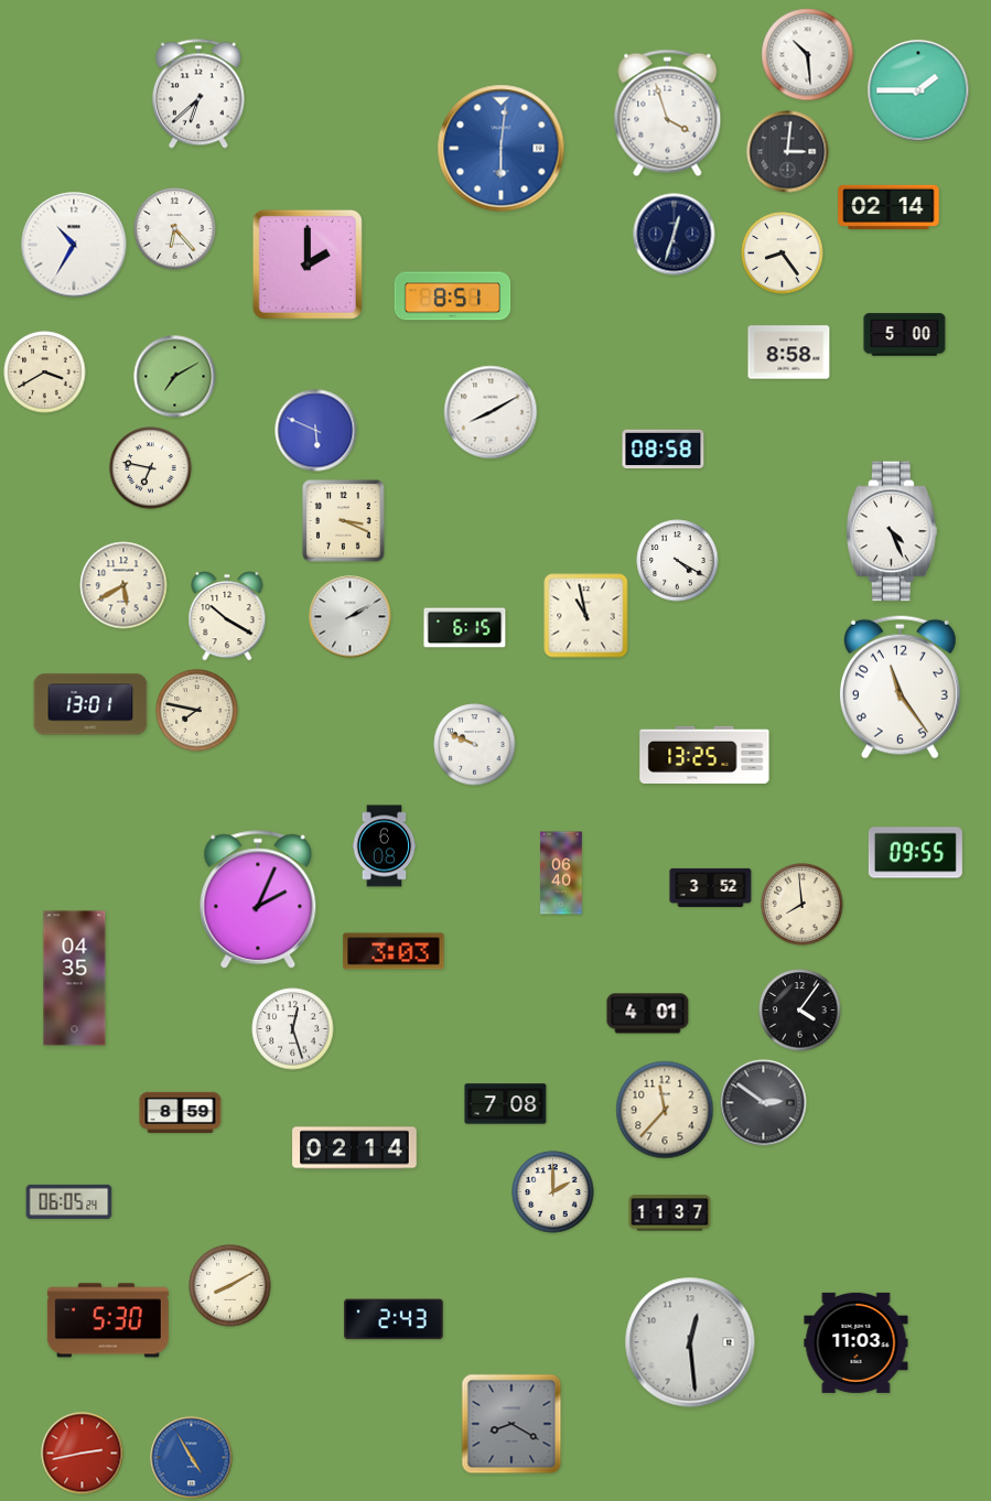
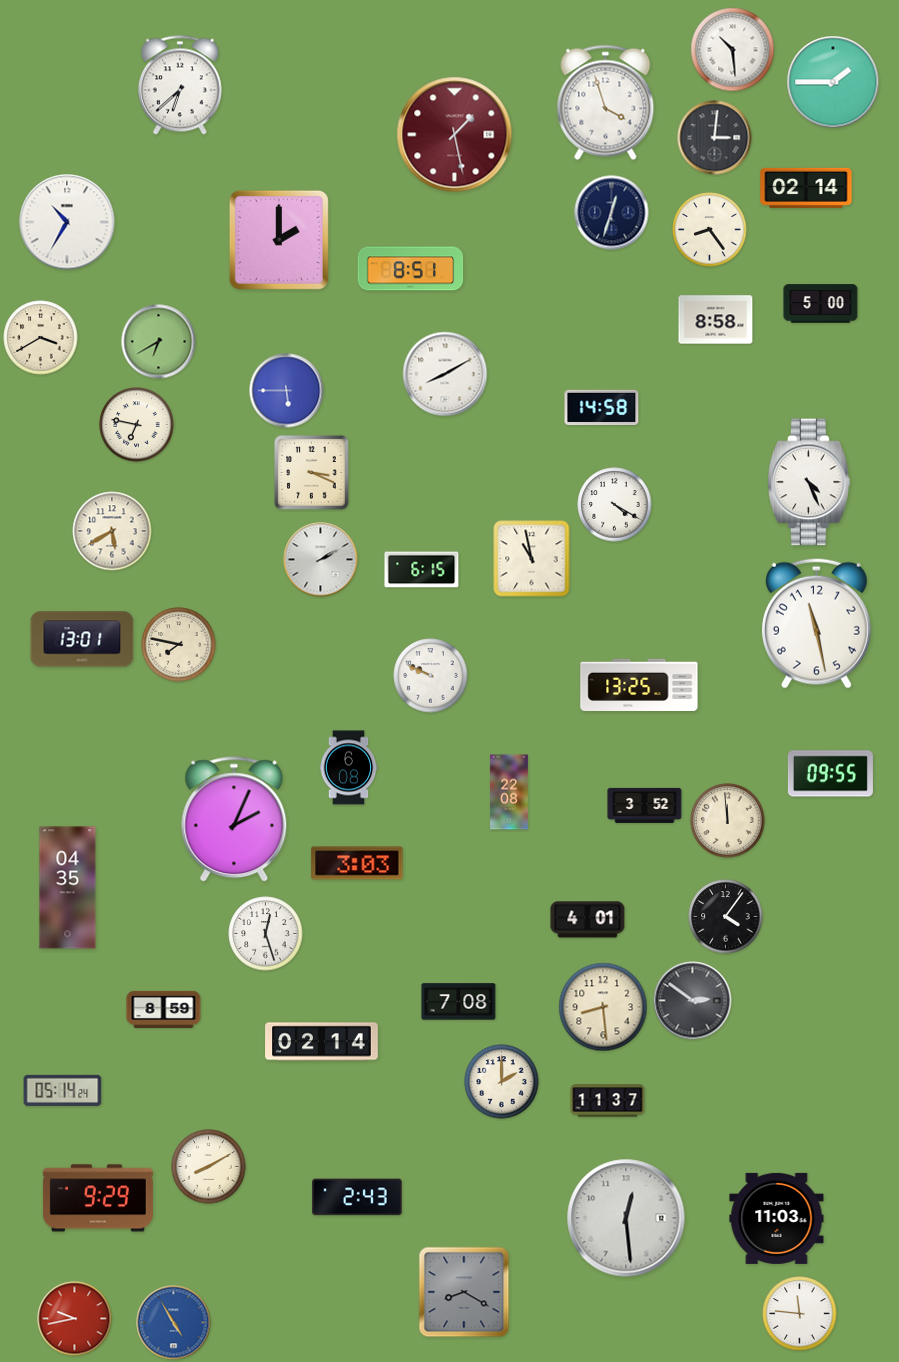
clock at (502, 149): 6:01 -> 1:28
clock at (502, 149) dial: blue -> burgundy
clock at (175, 229): 6:23 -> none
clock at (175, 377): 7:10 -> 6:40
clock at (316, 431): 5:49 -> 5:45
clock at (664, 450): 08:58 -> 14:58
clock at (678, 561) position: (678, 561) -> (615, 505)
clock at (227, 616): 10:20 -> none
clock at (351, 617) position: (351, 617) -> (321, 560)
clock at (900, 687): 11:24 -> 11:28
clock at (561, 873): 06:40 -> 22:08
clock at (258, 900) position: (258, 900) -> (234, 820)
clock at (803, 905): 7:59 -> 11:59
clock at (665, 1110): 11:37 -> 8:29
clock at (69, 1201): 06:05 -> 05:14
clock at (108, 1320): 5:30 -> 9:29
clock at (800, 1314): none -> 11:46
clock at (83, 1454): 2:43 -> 9:43
